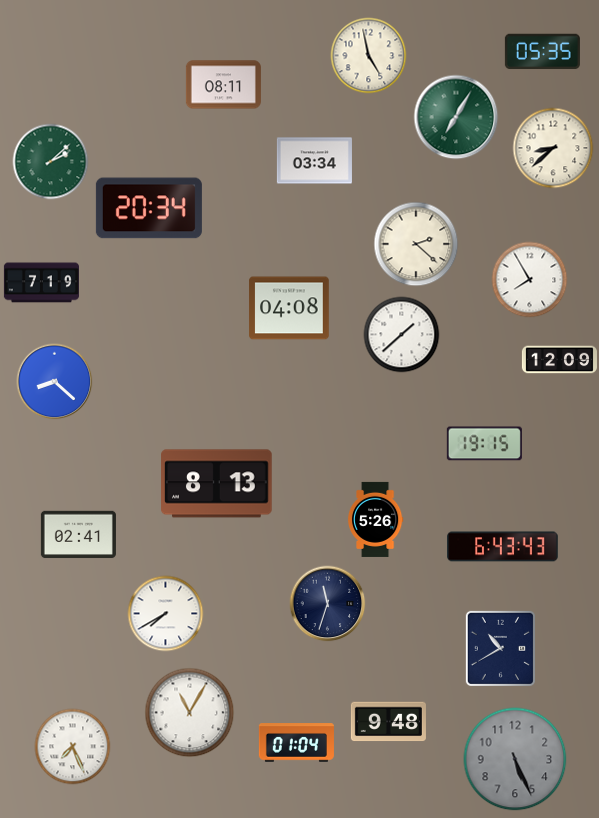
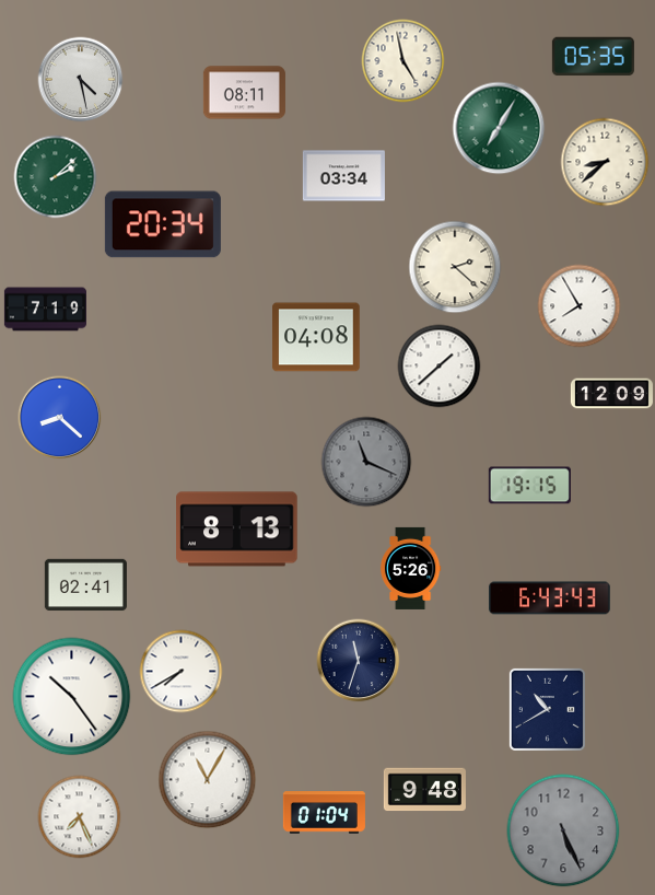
clock at (81, 80): none -> 4:28
clock at (149, 208) position: (149, 208) -> (163, 224)
clock at (366, 462): none -> 11:19
clock at (72, 697): none -> 10:24
